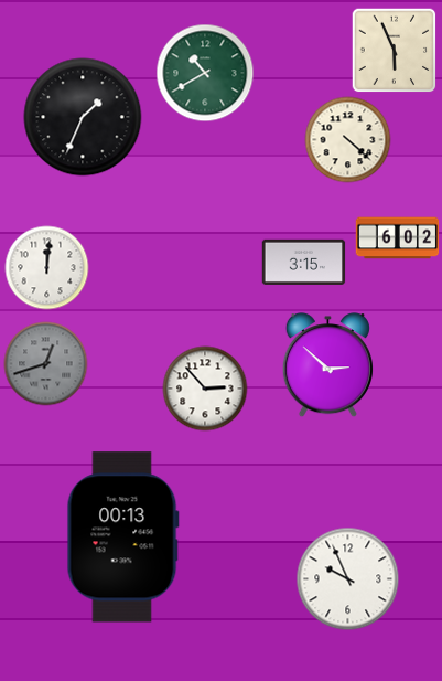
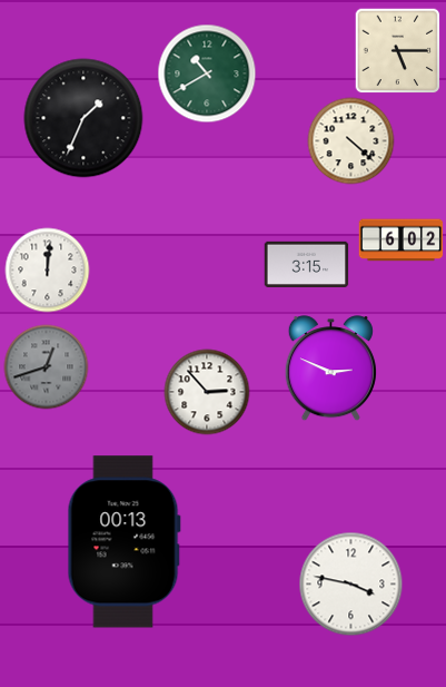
clock at (395, 51): 5:56 -> 5:15
clock at (327, 365): 2:52 -> 2:49
clock at (348, 579): 9:56 -> 3:47
